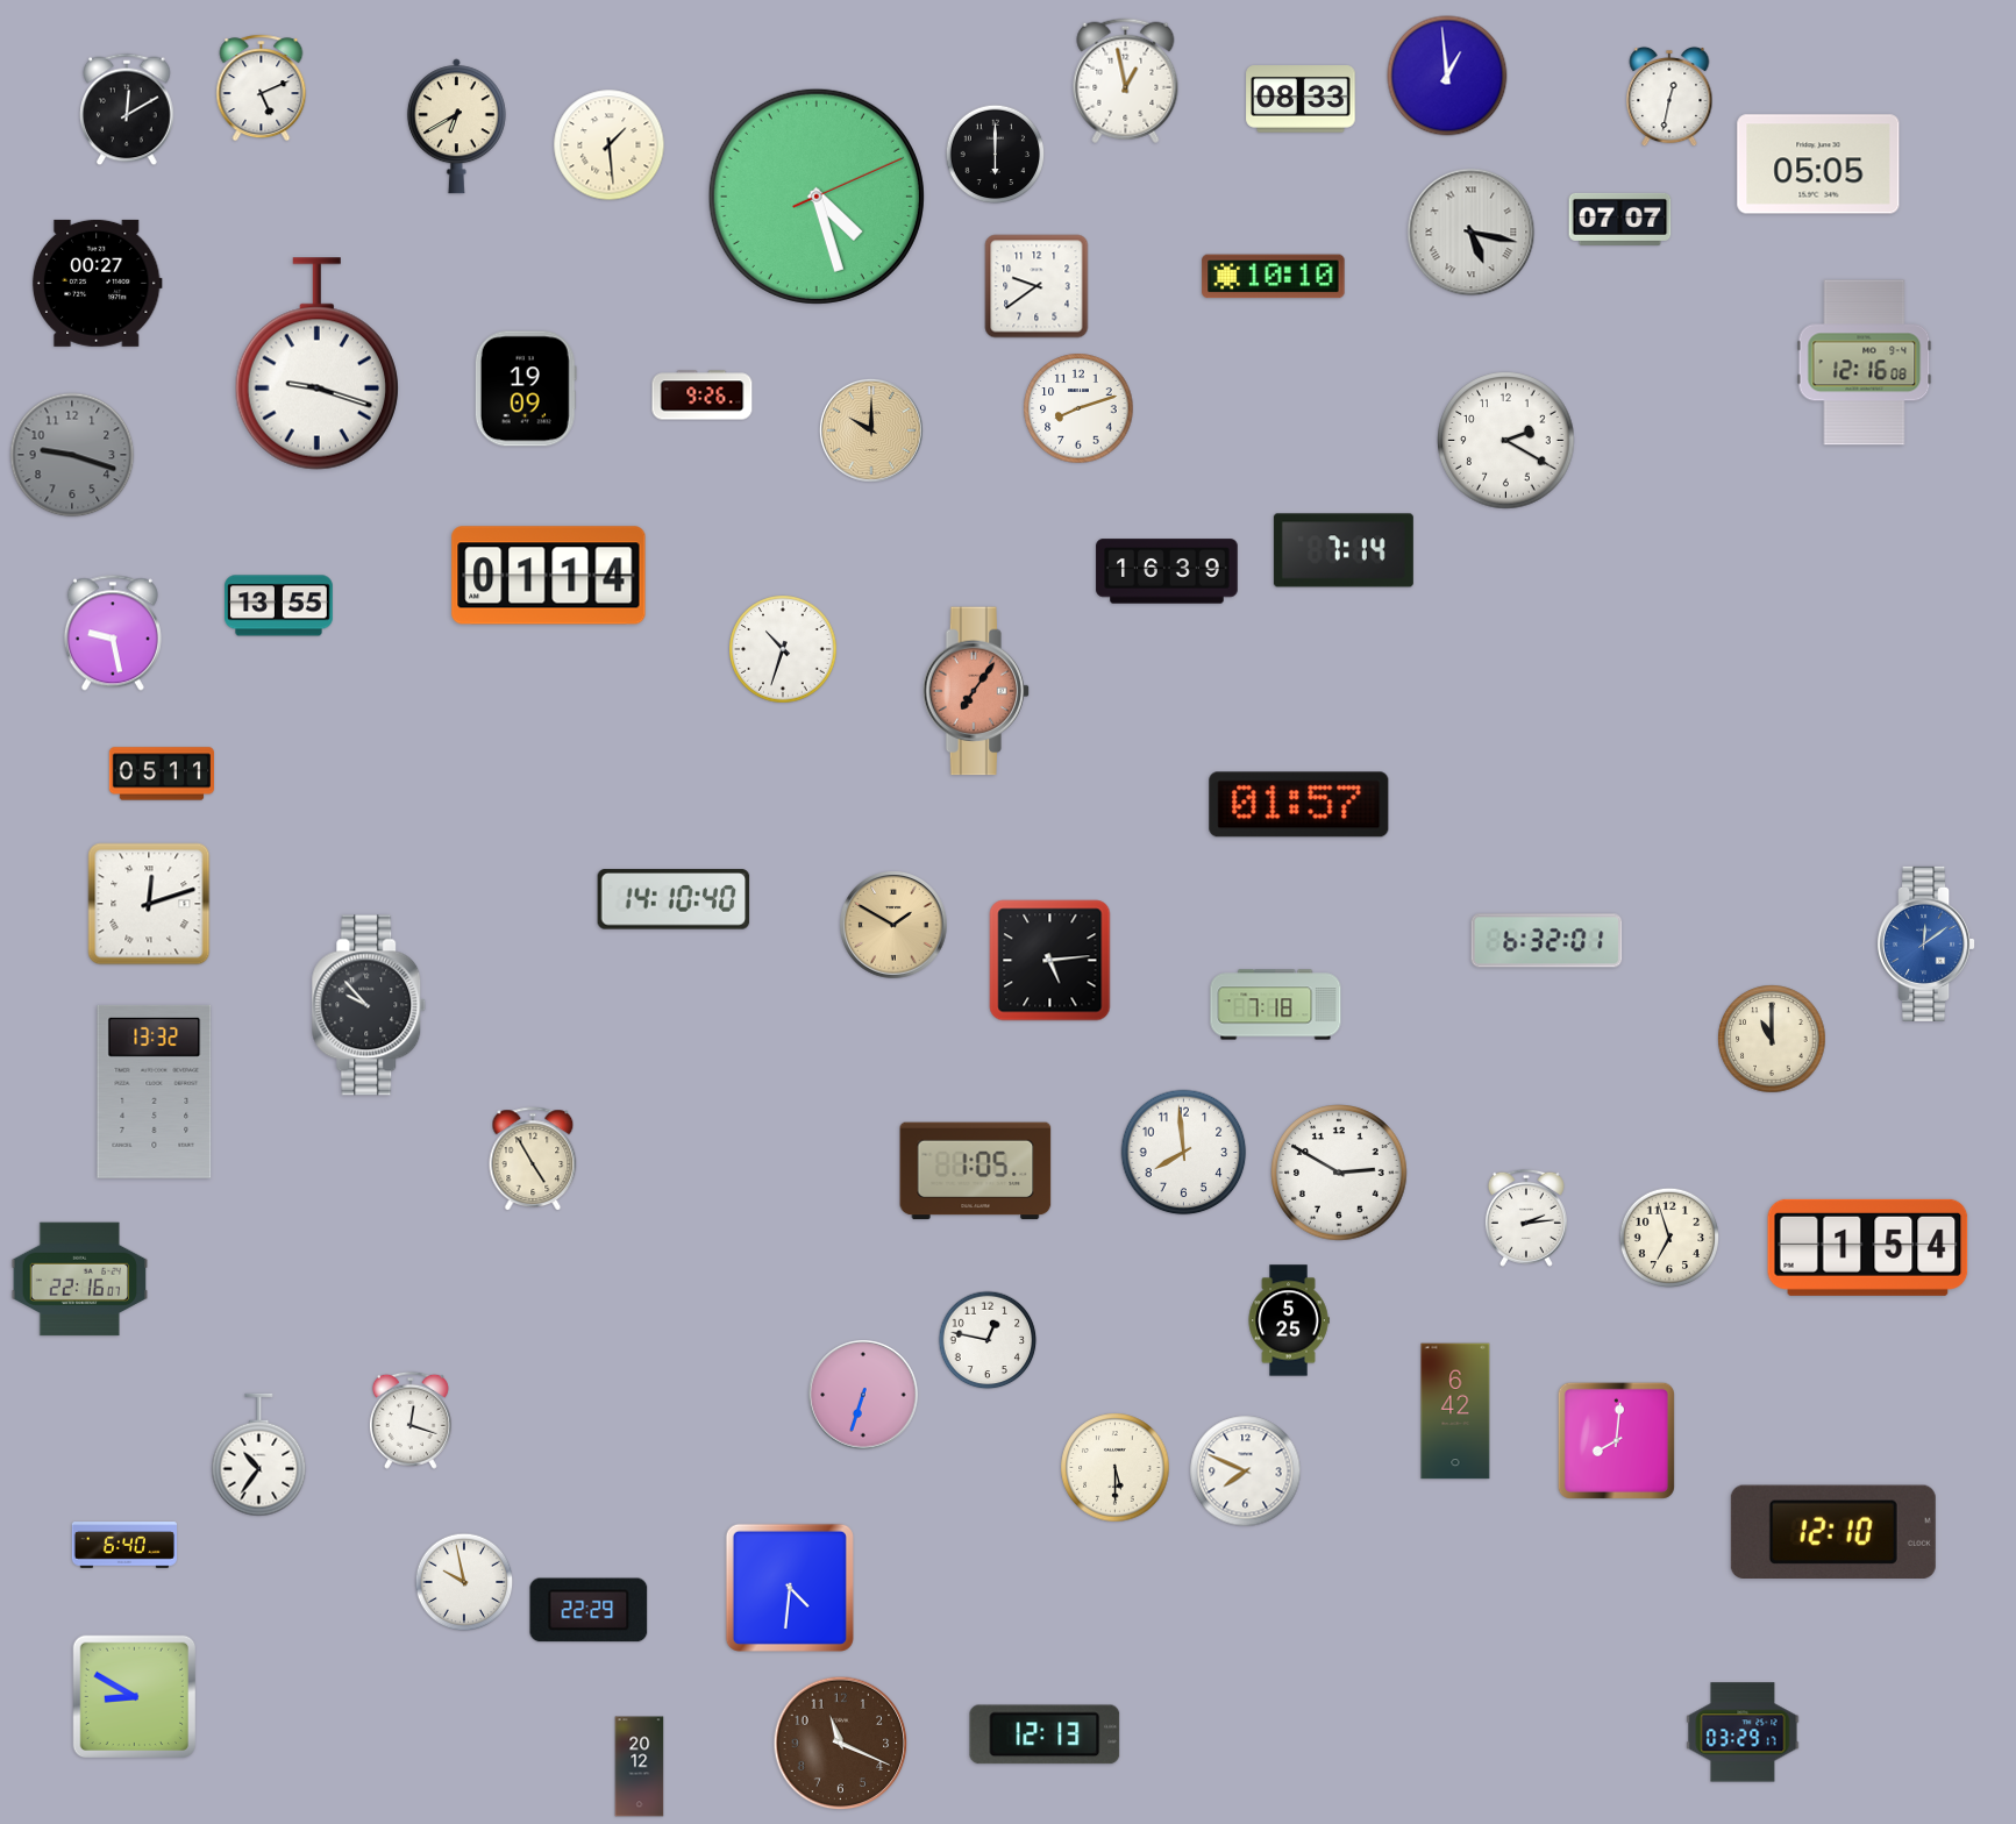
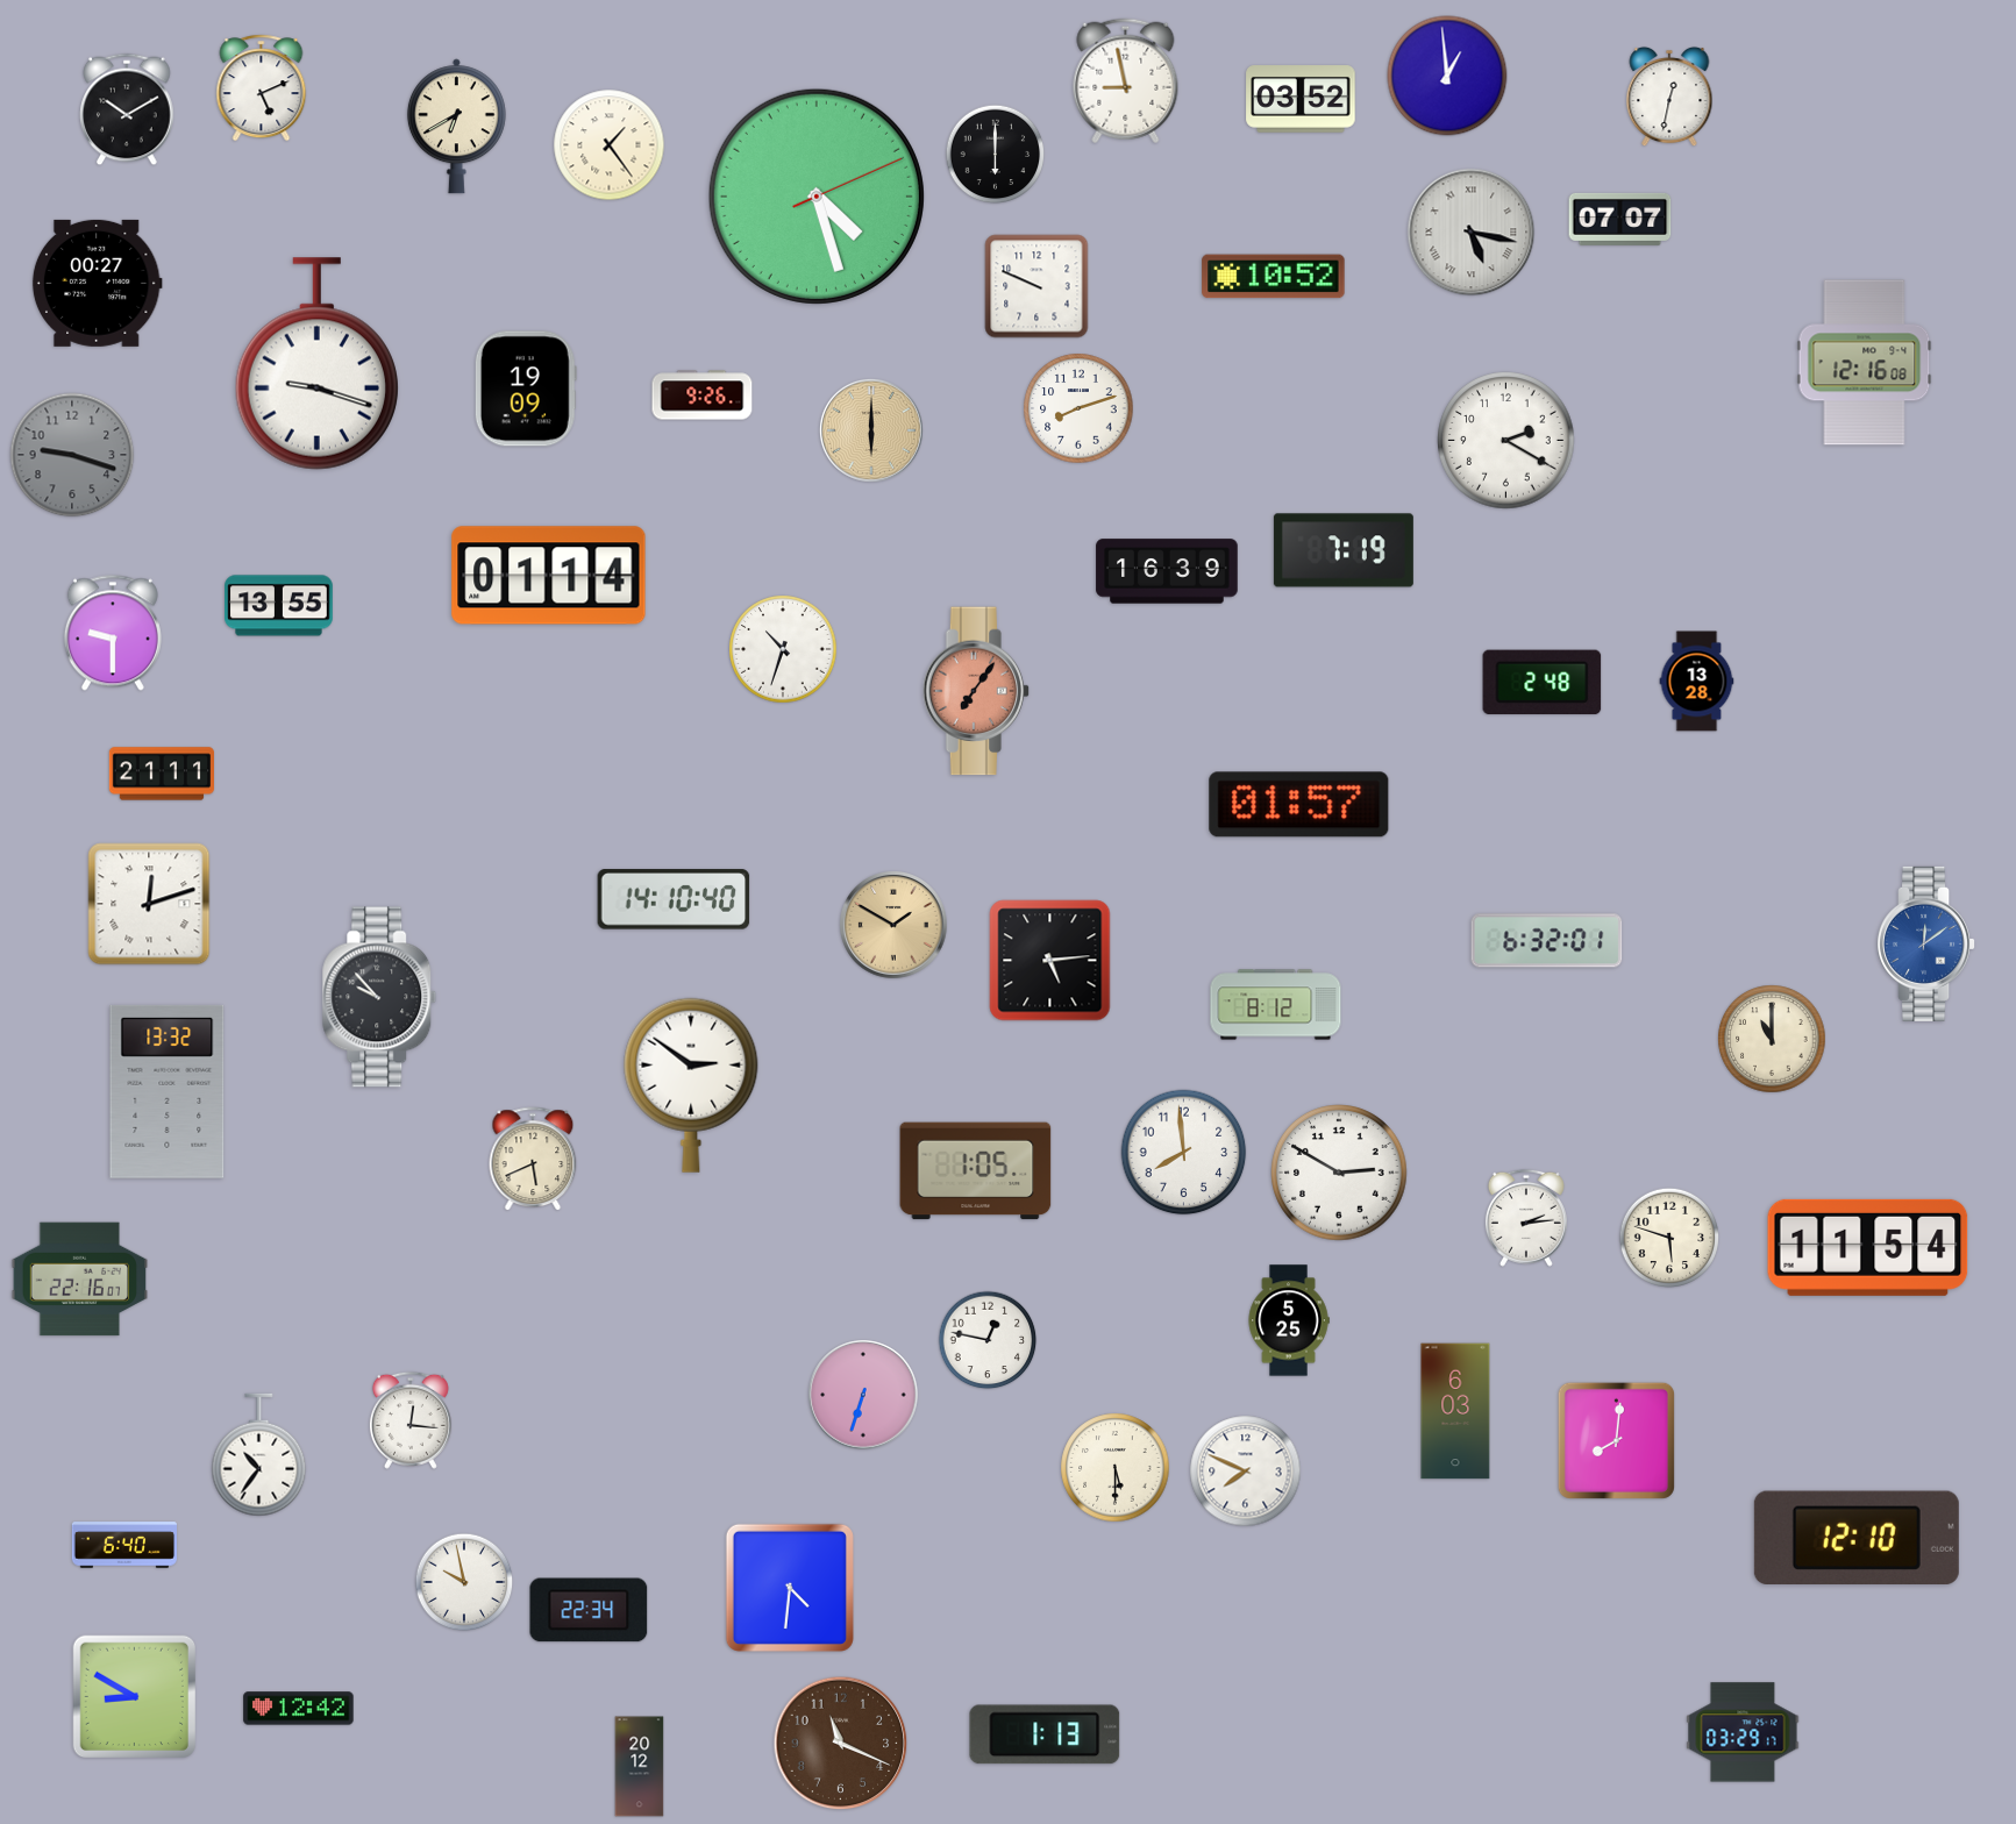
clock at (1126, 81): 12:58 -> 8:58
clock at (1301, 99): 08:33 -> 03:52
clock at (127, 109): 12:10 -> 10:10
clock at (610, 145): 1:29 -> 1:24
clock at (1818, 164): 05:05 -> none
clock at (1274, 277): 10:10 -> 10:52
clock at (1037, 286): 9:39 -> 9:49
clock at (871, 430): 10:00 -> 6:00
clock at (1344, 550): 7:14 -> 7:19
clock at (113, 633): 9:28 -> 9:30
clock at (1697, 682): none -> 13:28
clock at (1543, 683): none -> 2:48
clock at (161, 774): 05:11 -> 21:11
clock at (369, 1005) position: (369, 1005) -> (379, 997)
clock at (1276, 1005): 7:18 -> 8:12
clock at (691, 1085): none -> 2:51
clock at (155, 1091) position: (155, 1091) -> (168, 1091)
clock at (533, 1160): 4:55 -> 5:41
clock at (1668, 1237): 6:57 -> 5:48
clock at (1868, 1247): 1:54 -> 11:54
clock at (1455, 1411): 6:42 -> 6:03
clock at (411, 1420): 12:18 -> 12:16
clock at (1833, 1532) position: (1833, 1532) -> (1857, 1538)
clock at (589, 1610): 22:29 -> 22:34
clock at (299, 1709): none -> 12:42
clock at (1045, 1734): 12:13 -> 1:13
